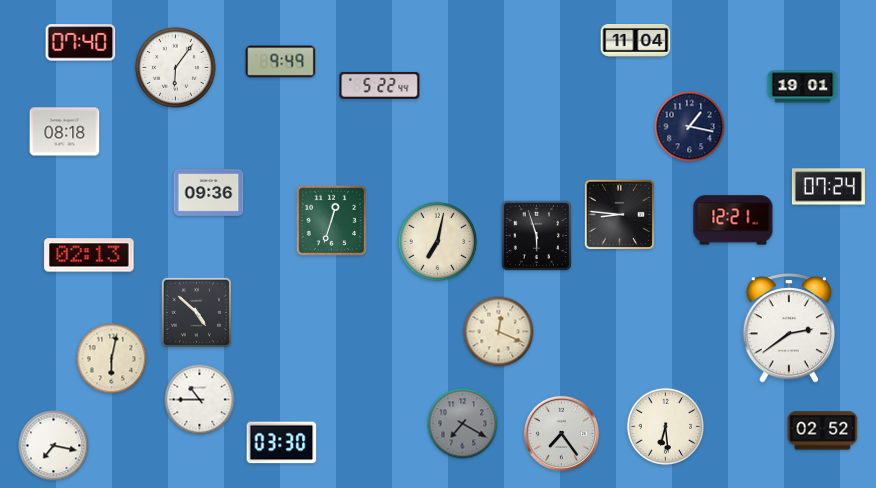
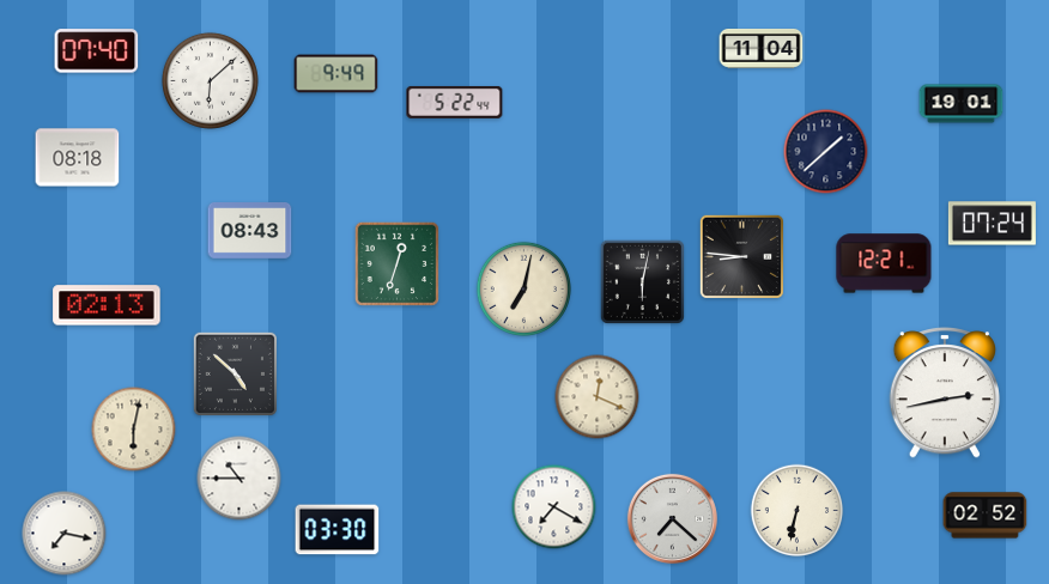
clock at (175, 67): 6:06 -> 6:08
clock at (690, 127): 1:17 -> 1:38
clock at (209, 193): 09:36 -> 08:43
clock at (733, 220) position: (733, 220) -> (884, 263)
clock at (536, 235): 5:57 -> 6:02
clock at (788, 329): 2:39 -> 2:43
clock at (463, 424) dial: grey -> white
clock at (666, 427): 6:29 -> 6:32
clock at (561, 433): 7:24 -> 7:22
